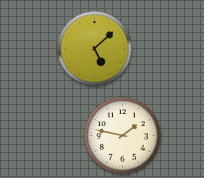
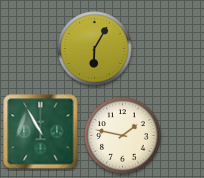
clock at (95, 49): 5:08 -> 6:05
clock at (41, 132): none -> 10:55
